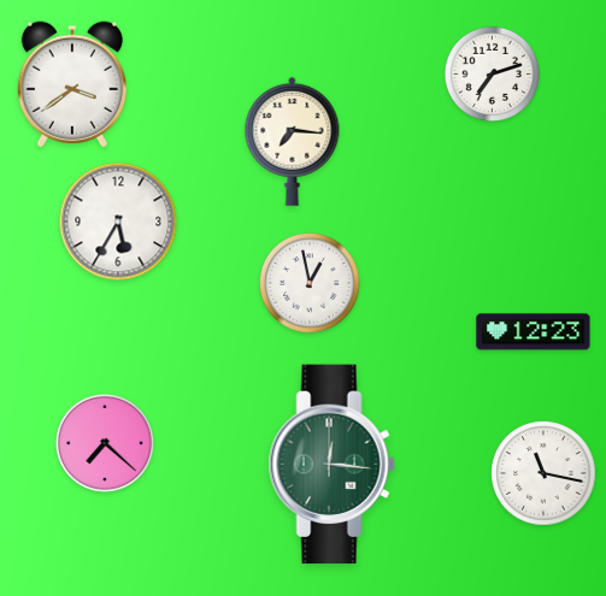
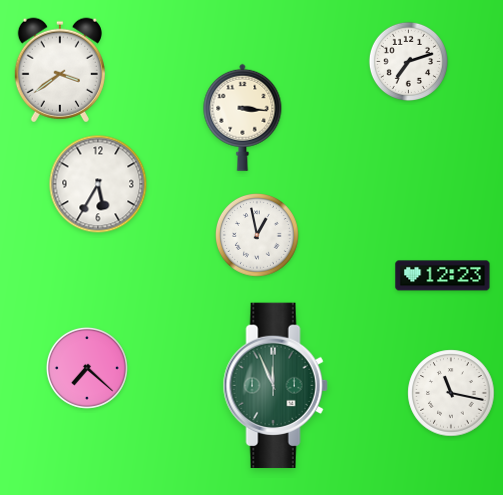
clock at (293, 141): 7:16 -> 3:16
clock at (331, 465): 12:16 -> 11:56
